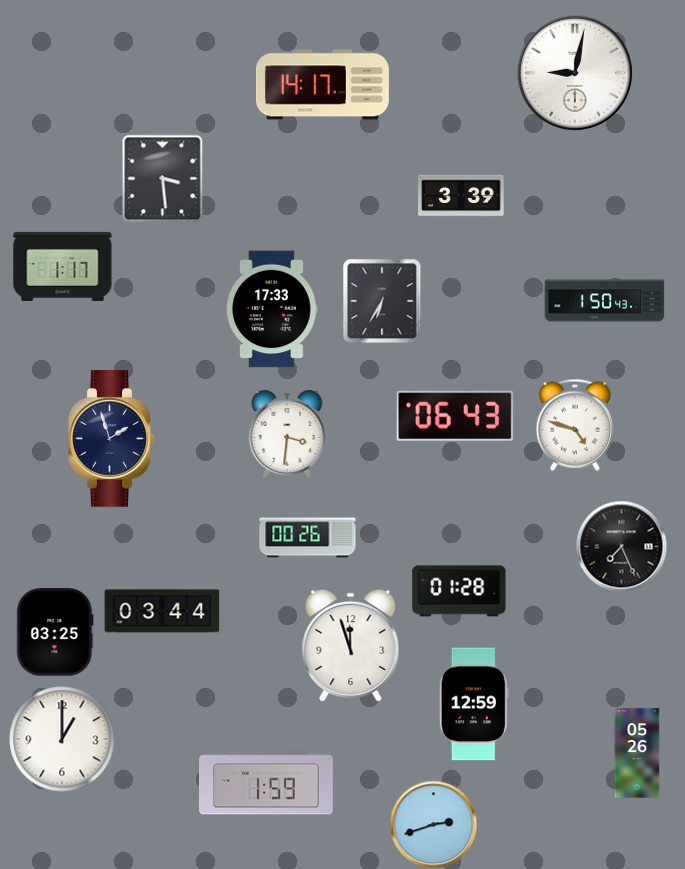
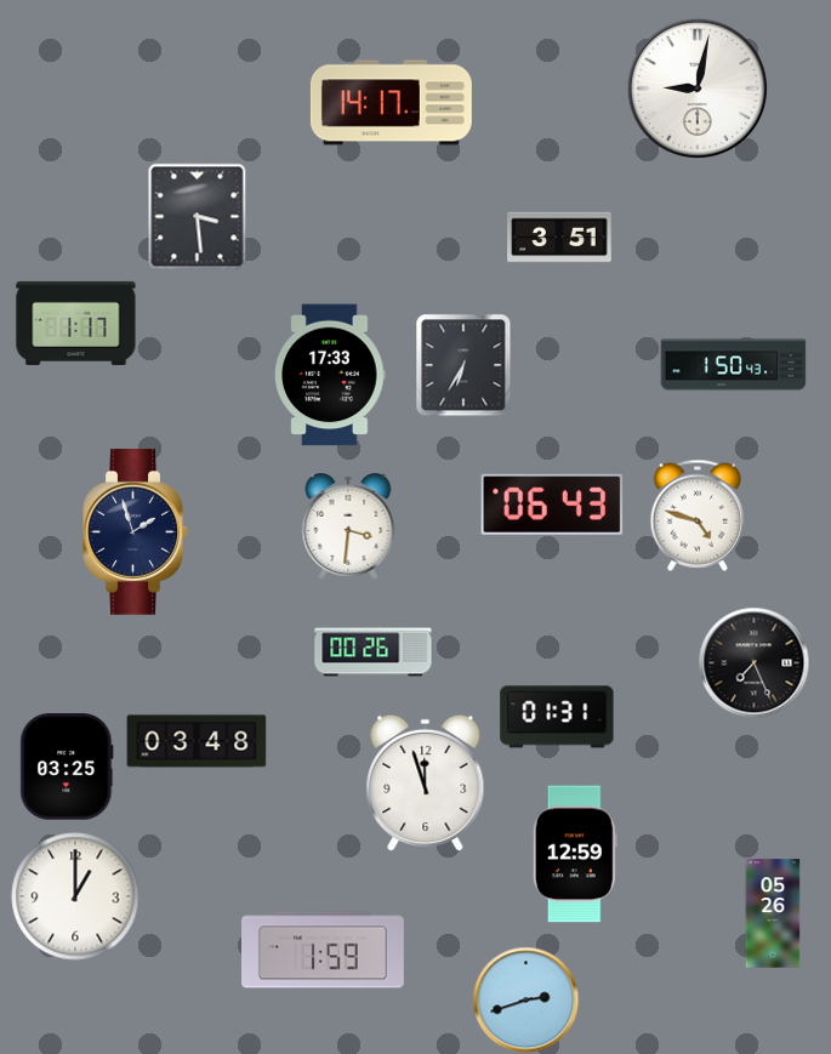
clock at (461, 196): 3:39 -> 3:51
clock at (459, 591): 01:28 -> 01:31
clock at (162, 611): 03:44 -> 03:48
